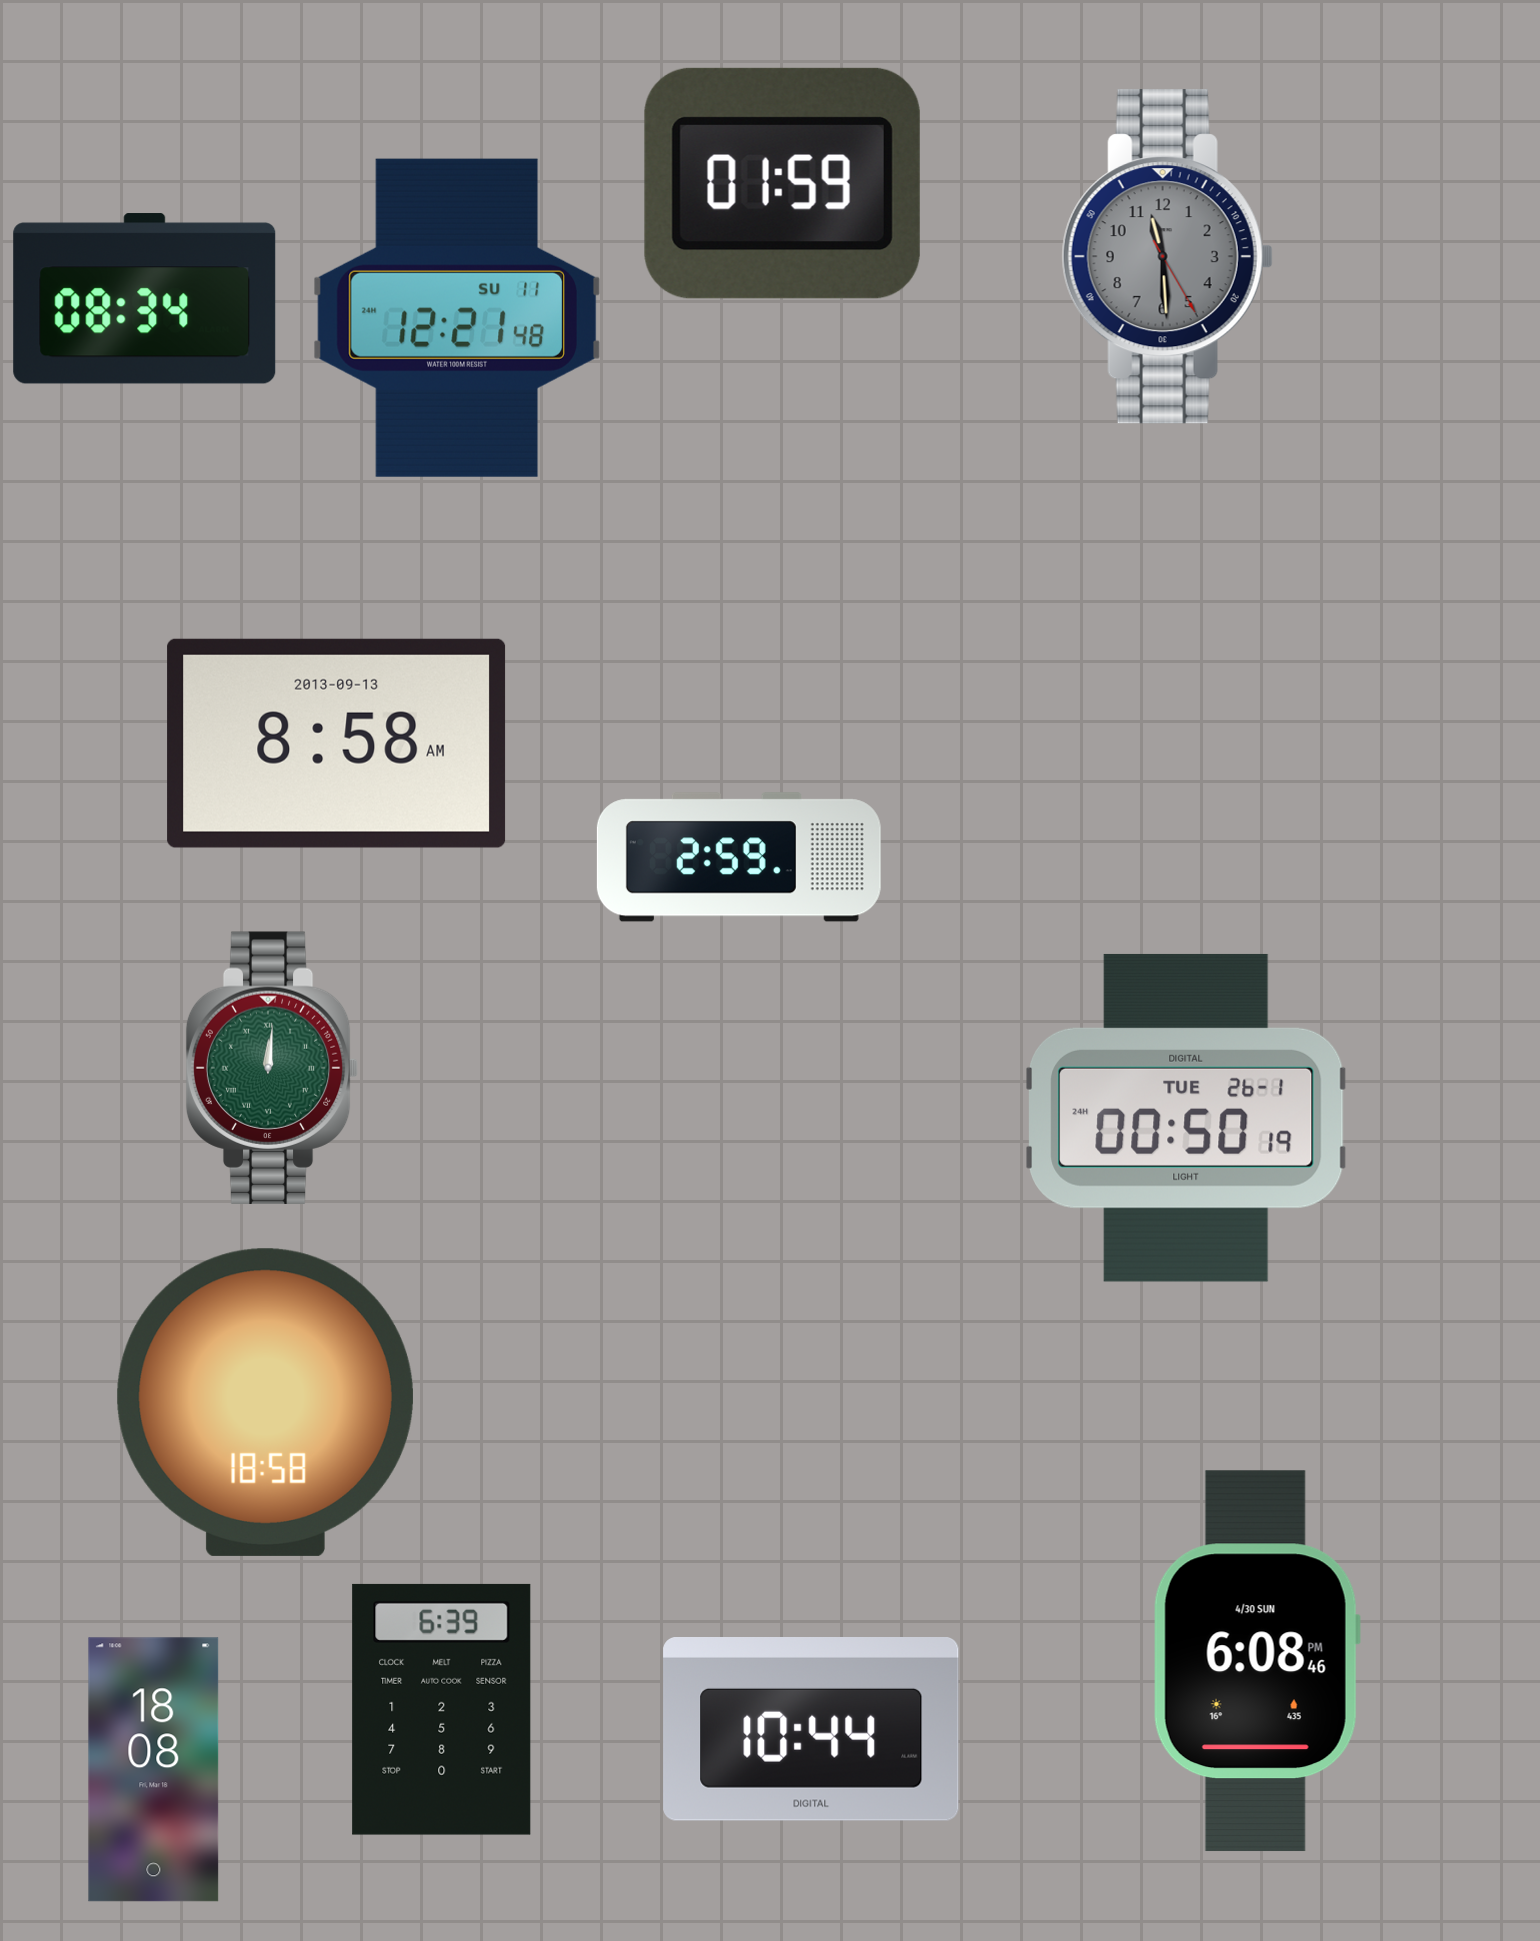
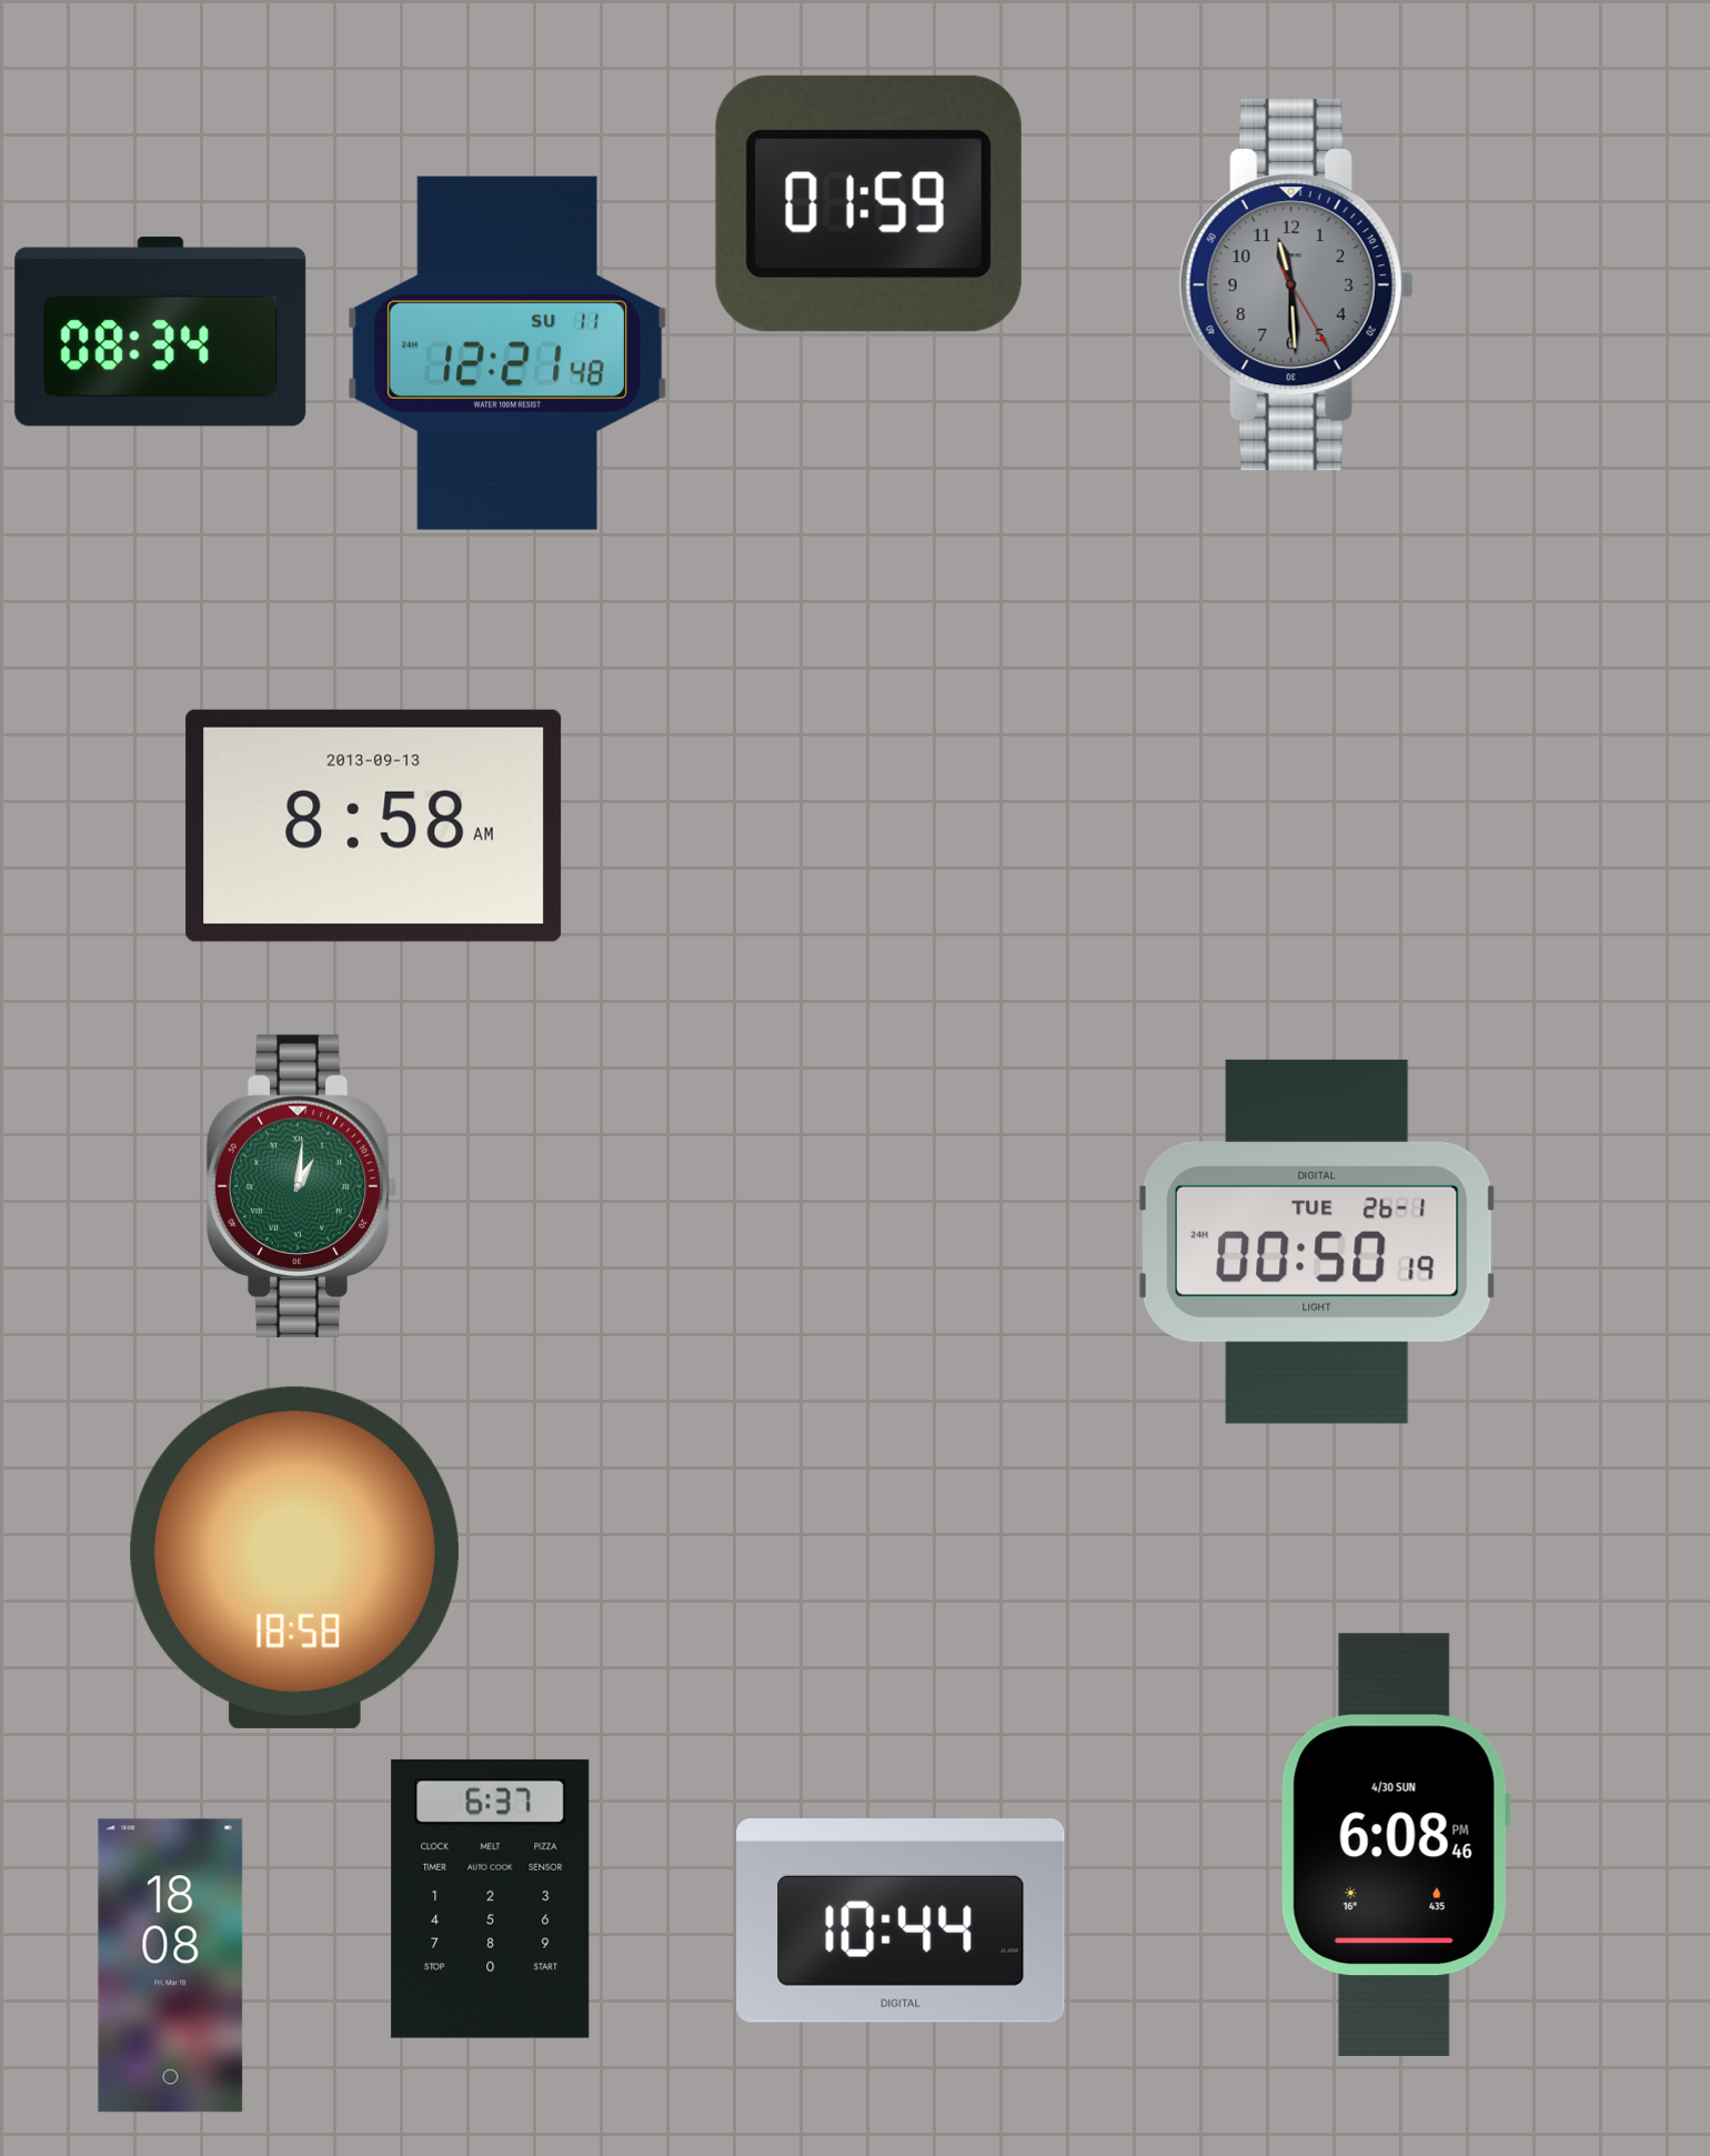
clock at (739, 857): 2:59 -> none
clock at (272, 1068): 12:01 -> 1:01
clock at (442, 1709): 6:39 -> 6:37
